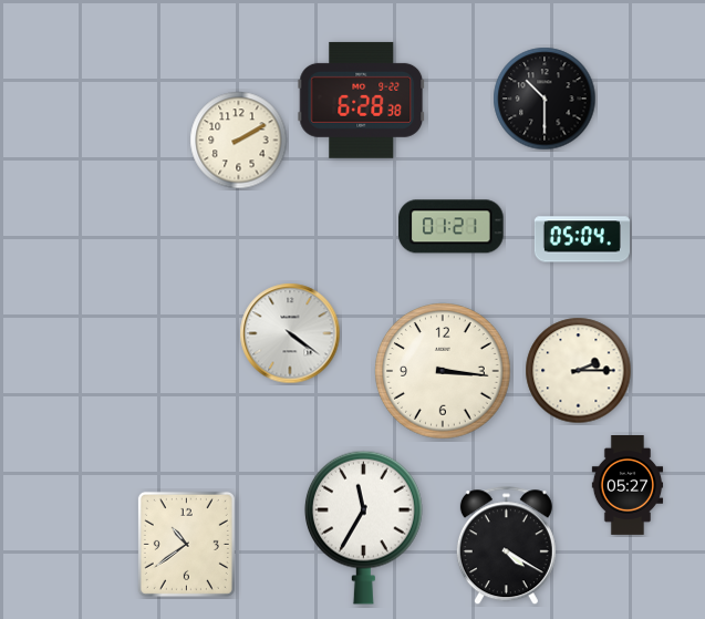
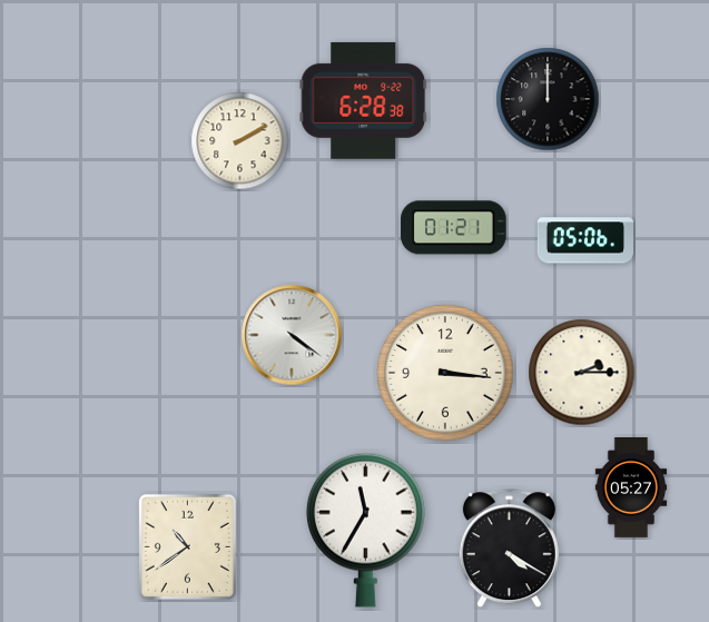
clock at (545, 99): 10:30 -> 12:00
clock at (582, 239): 05:04 -> 05:06
